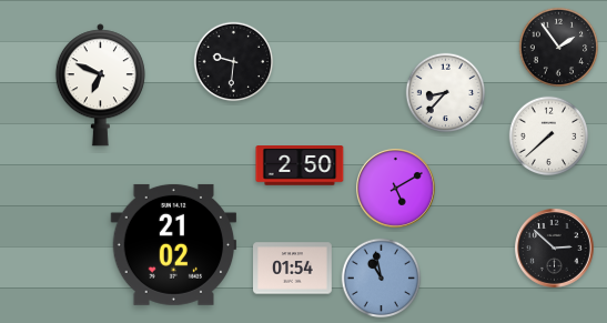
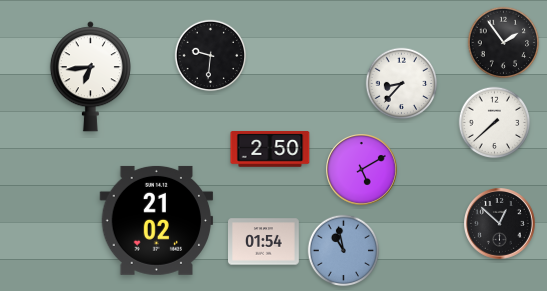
clock at (100, 85): 6:49 -> 6:44
clock at (396, 189) position: (396, 189) -> (362, 170)
clock at (555, 249): 2:52 -> 12:52
